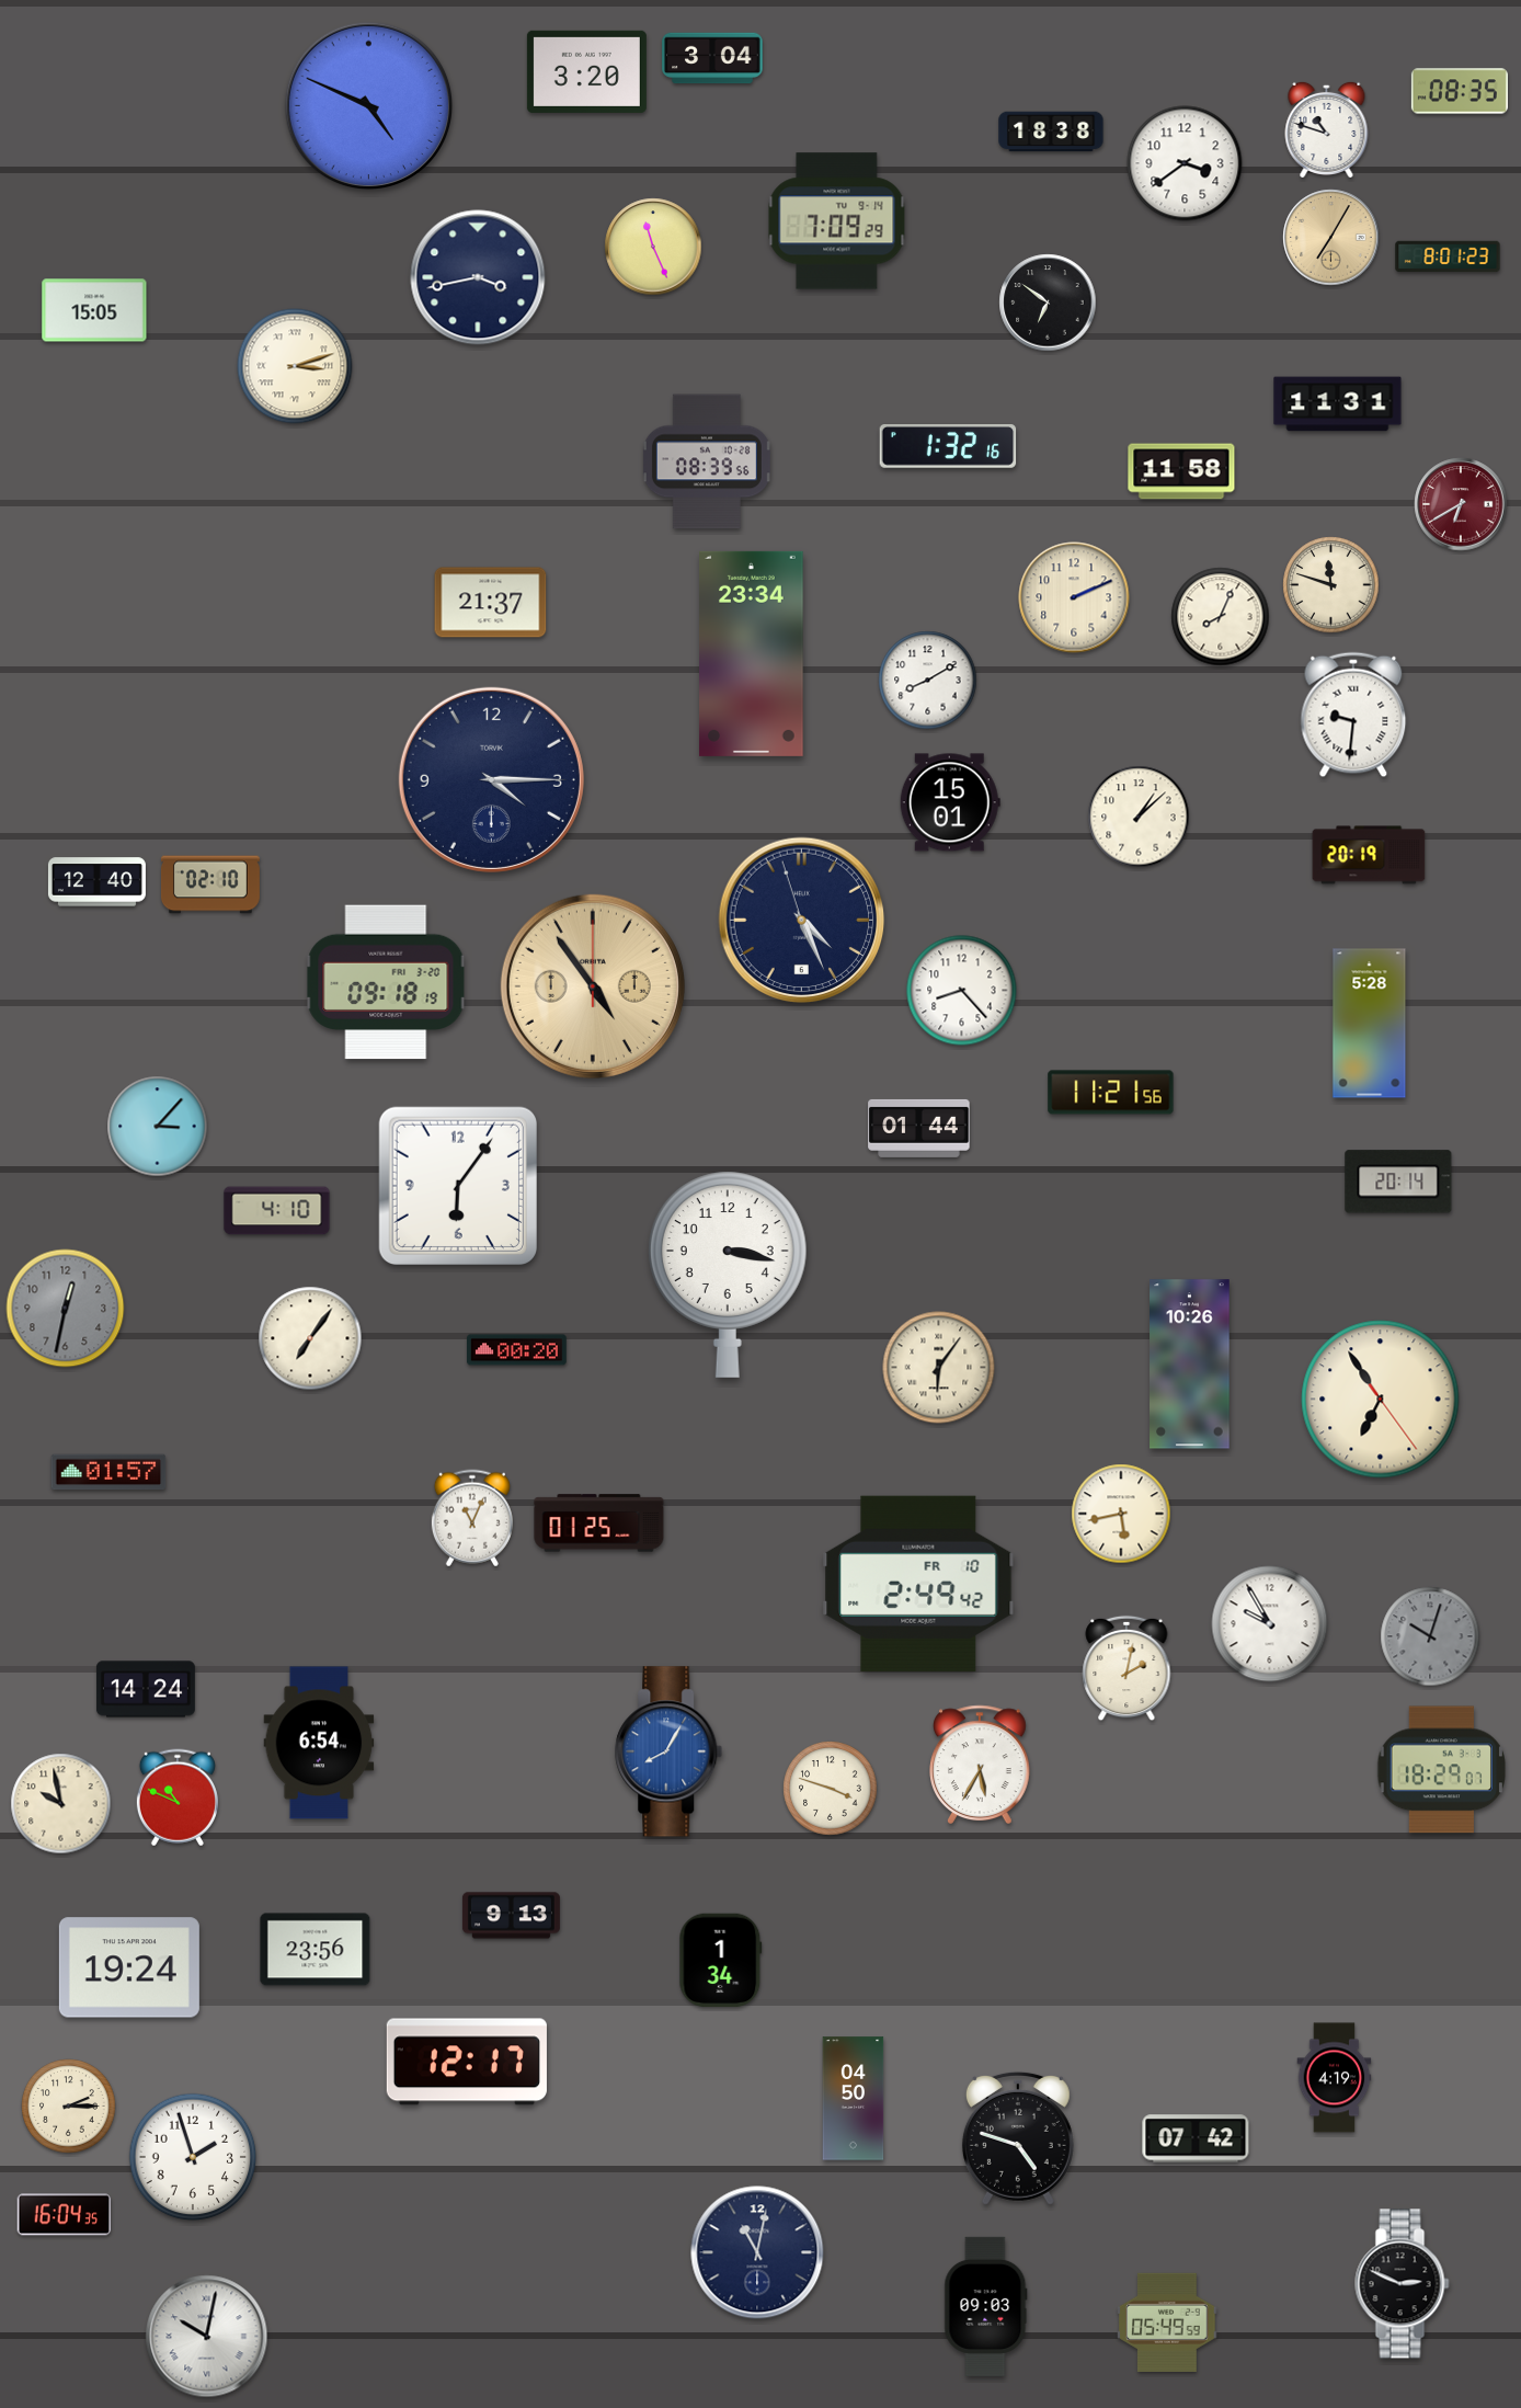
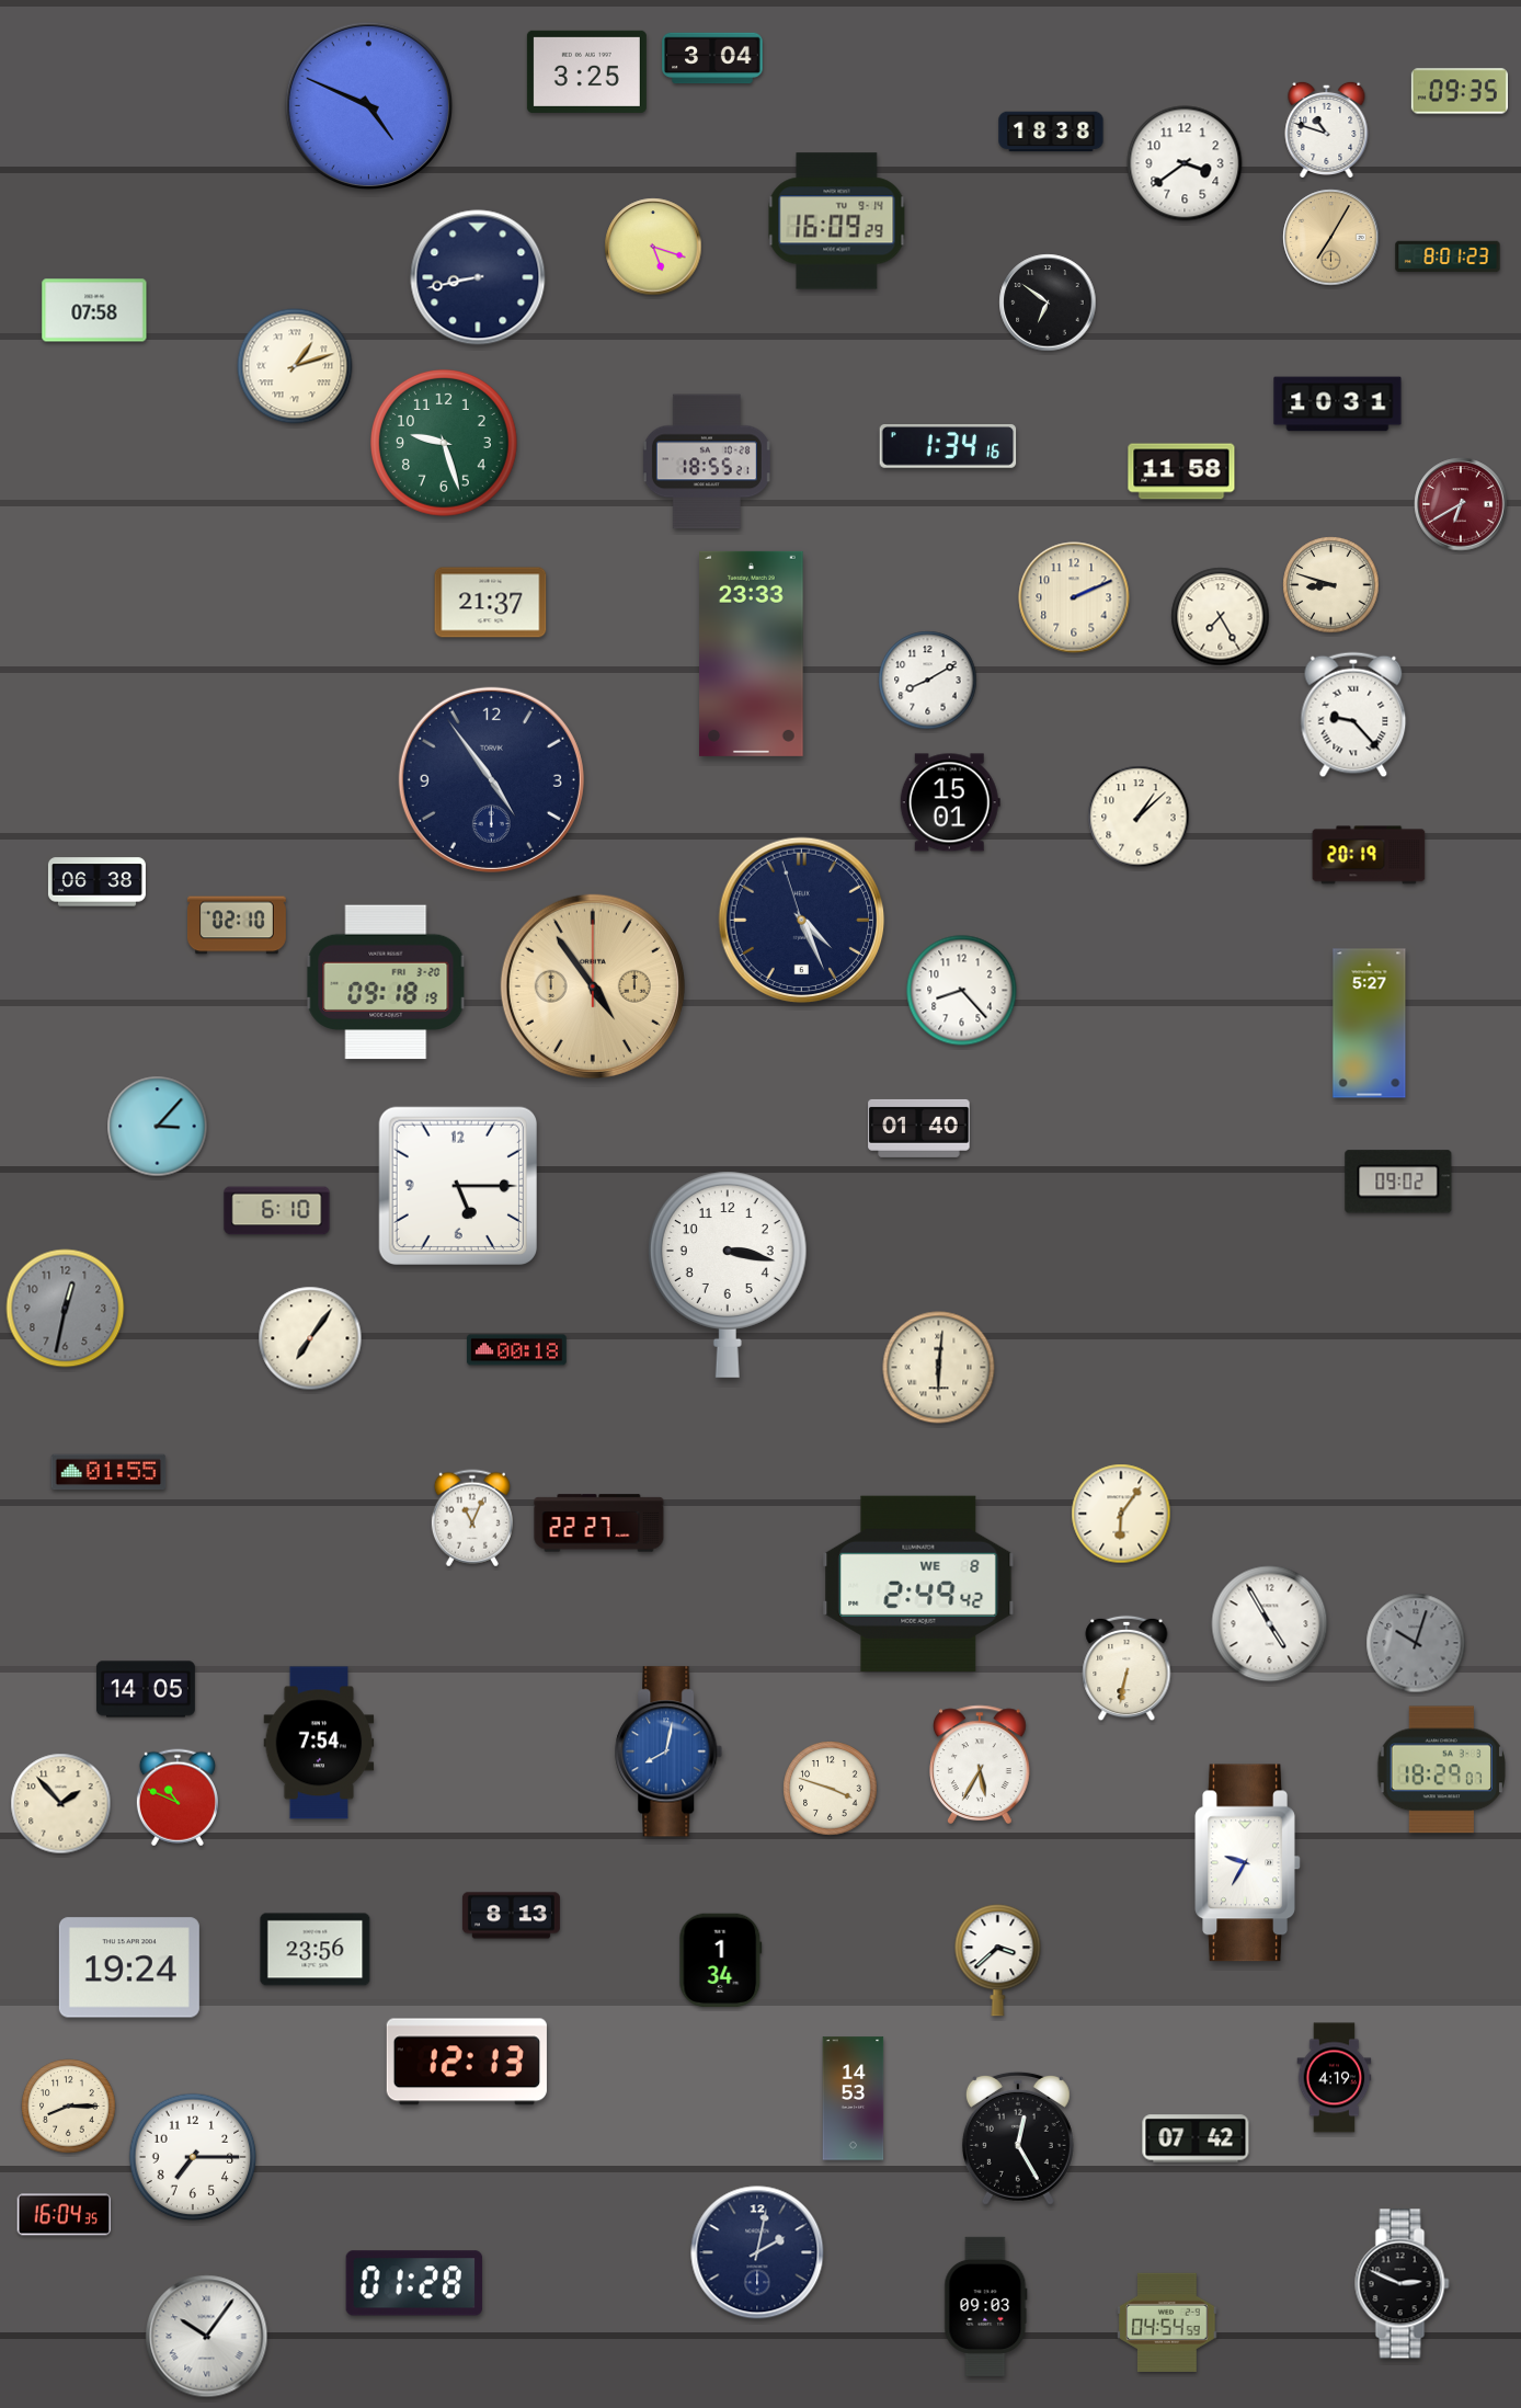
clock at (586, 71): 3:20 -> 3:25
clock at (1460, 91): 08:35 -> 09:35
clock at (837, 221): 7:09 -> 16:09
clock at (653, 247): 11:26 -> 5:18
clock at (478, 277): 3:43 -> 8:43
clock at (94, 310): 15:05 -> 07:58
clock at (295, 366): 3:12 -> 1:12
clock at (1338, 404): 11:31 -> 10:31
clock at (444, 443): none -> 9:27
clock at (948, 447): 1:32 -> 1:34
clock at (707, 461): 08:39 -> 18:55
clock at (1331, 585): 11:48 -> 8:48
clock at (1221, 617): 8:04 -> 7:25
clock at (752, 653): 23:34 -> 23:33
clock at (1353, 715): 9:31 -> 9:23
clock at (491, 779): 4:15 -> 4:54
clock at (96, 882): 12:40 -> 06:38
clock at (210, 885) position: (210, 885) -> (237, 925)
clock at (1370, 1024): 5:28 -> 5:27
clock at (1111, 1093): 11:21 -> none
clock at (919, 1128): 01:44 -> 01:40
clock at (1398, 1182): 20:14 -> 09:02
clock at (457, 1185): 6:06 -> 5:15
clock at (277, 1211): 4:10 -> 6:10
clock at (517, 1350): 00:20 -> 00:18
clock at (1190, 1365): 10:26 -> none
clock at (939, 1368): 6:06 -> 6:01
clock at (1381, 1400): 6:54 -> none
clock at (108, 1472): 01:57 -> 01:55
clock at (1121, 1514): 5:43 -> 6:06
clock at (599, 1523): 01:25 -> 22:27
clock at (918, 1584) date: FR 10 -> WE 8
clock at (1270, 1624): 9:55 -> 4:55
clock at (1430, 1636) position: (1430, 1636) -> (1416, 1643)
clock at (1127, 1668): 2:02 -> 6:32
clock at (146, 1689): 14:24 -> 14:05
clock at (319, 1743): 6:54 -> 7:54
clock at (668, 1751): 8:05 -> 8:02
clock at (61, 1804): 9:58 -> 1:53
clock at (1248, 1863): none -> 9:35
clock at (511, 1916): 9:13 -> 8:13
clock at (998, 1961): none -> 3:38
clock at (467, 2062): 12:17 -> 12:13
clock at (854, 2099): 04:50 -> 14:53
clock at (69, 2107): 2:15 -> 8:15
clock at (1018, 2138): 4:48 -> 12:25
clock at (193, 2157): 1:57 -> 7:15
clock at (757, 2252): 11:02 -> 2:02
clock at (414, 2283): none -> 01:28
clock at (1167, 2323): 05:49 -> 04:54
clock at (207, 2337): 10:02 -> 10:06
